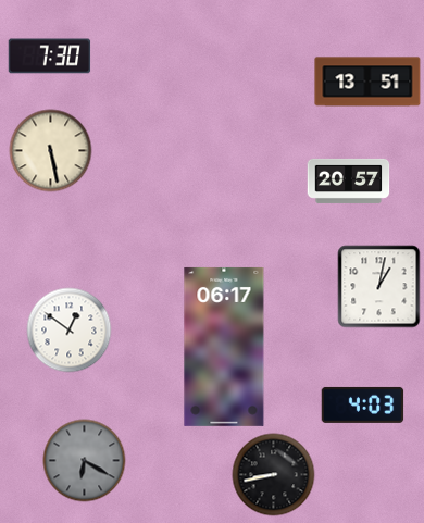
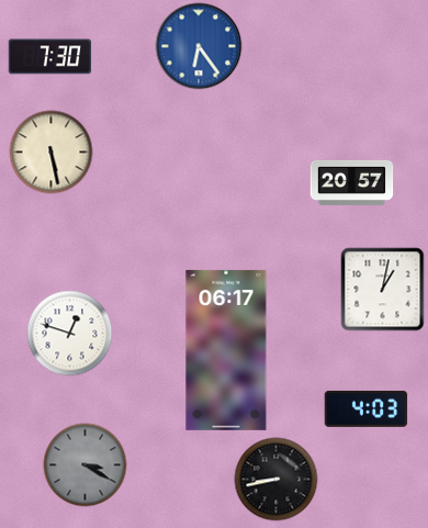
clock at (199, 46): none -> 6:24
clock at (367, 82): 13:51 -> none
clock at (70, 331): 12:51 -> 12:48
clock at (85, 461): 6:20 -> 3:20
